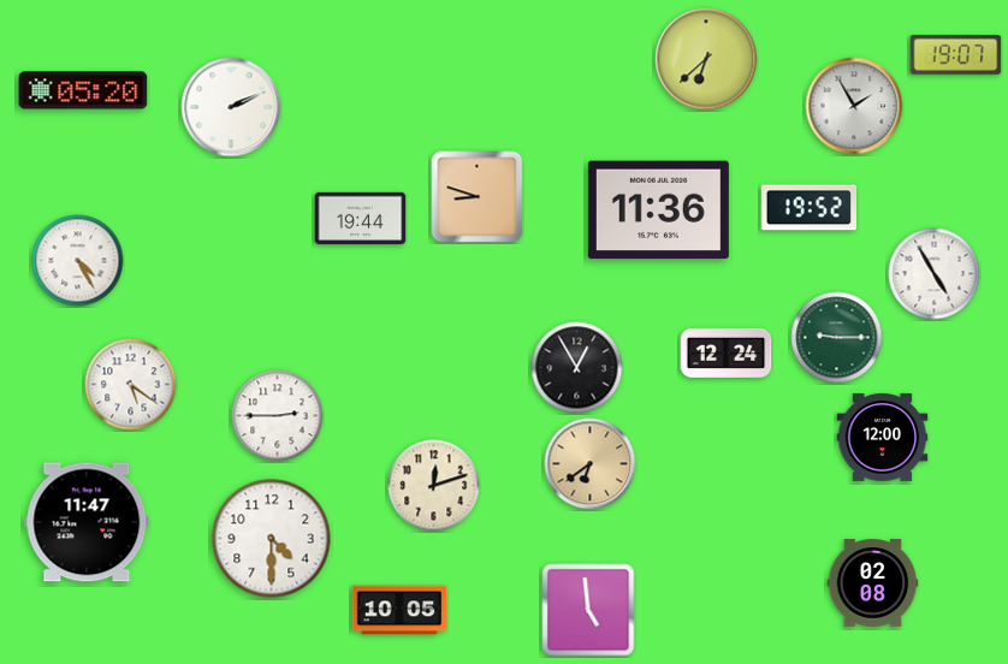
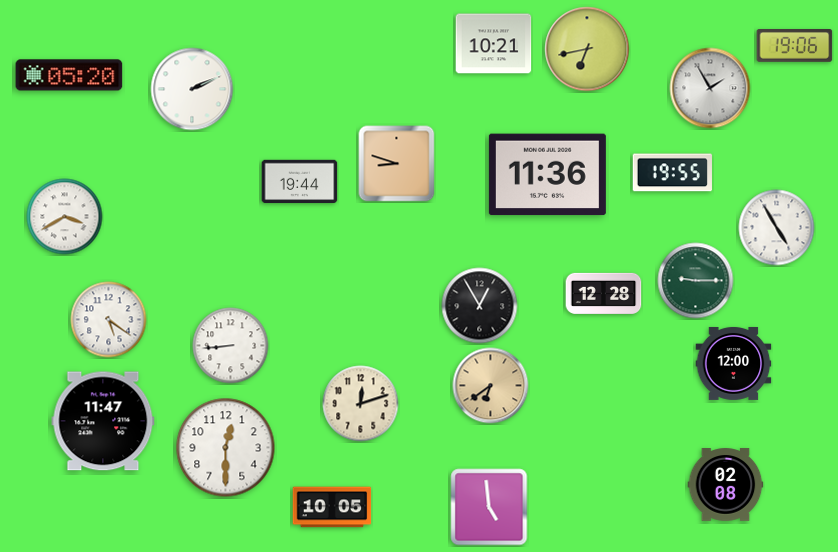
clock at (494, 44): none -> 10:21
clock at (956, 55): 19:07 -> 19:06
clock at (706, 59): 6:38 -> 6:43
clock at (808, 208): 19:52 -> 19:55
clock at (78, 261): 4:25 -> 3:40
clock at (727, 352): 12:24 -> 12:28
clock at (278, 416): 2:45 -> 8:44
clock at (87, 522) position: (87, 522) -> (103, 421)
clock at (272, 539): 4:30 -> 12:30
